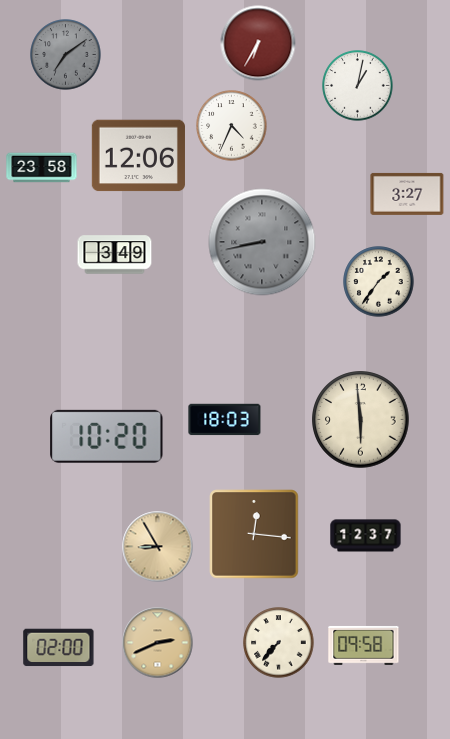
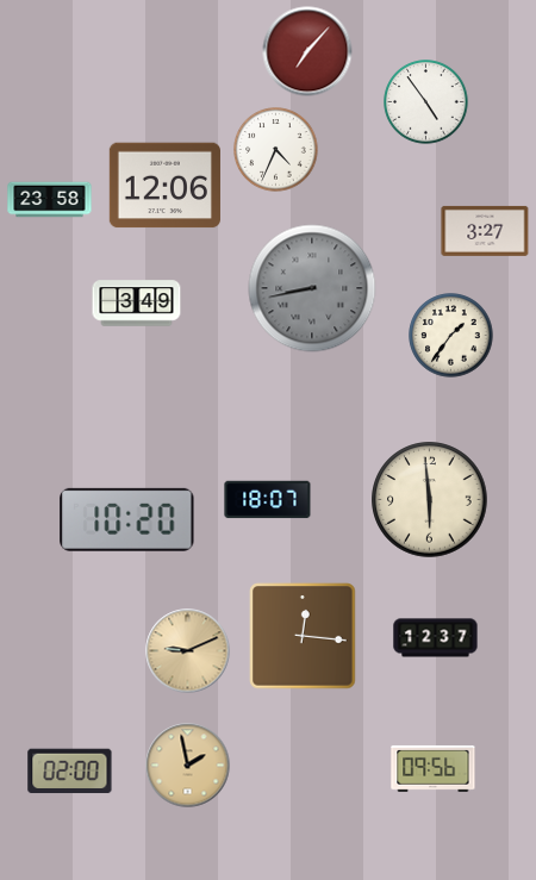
clock at (258, 43): 6:35 -> 7:07
clock at (66, 55): 7:09 -> none
clock at (358, 86): 1:02 -> 4:54
clock at (225, 420): 18:03 -> 18:07
clock at (158, 547): 8:55 -> 9:11
clock at (158, 643): 2:41 -> 1:58
clock at (279, 643): 7:37 -> none
clock at (364, 646): 09:58 -> 09:56
